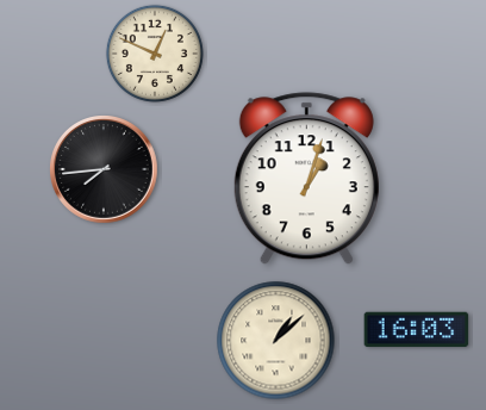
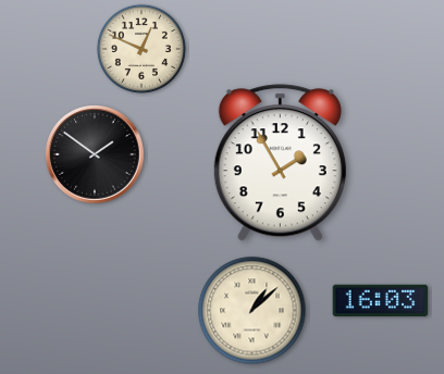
clock at (104, 169): 7:44 -> 1:51
clock at (306, 179): 1:03 -> 1:55
